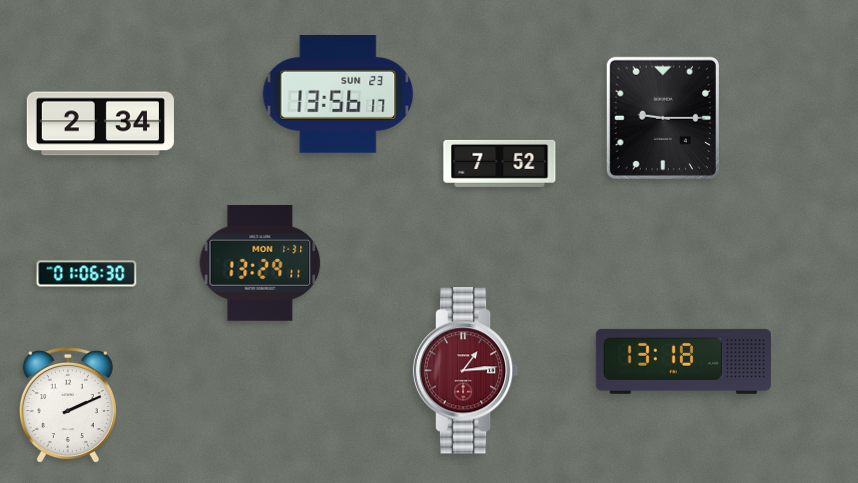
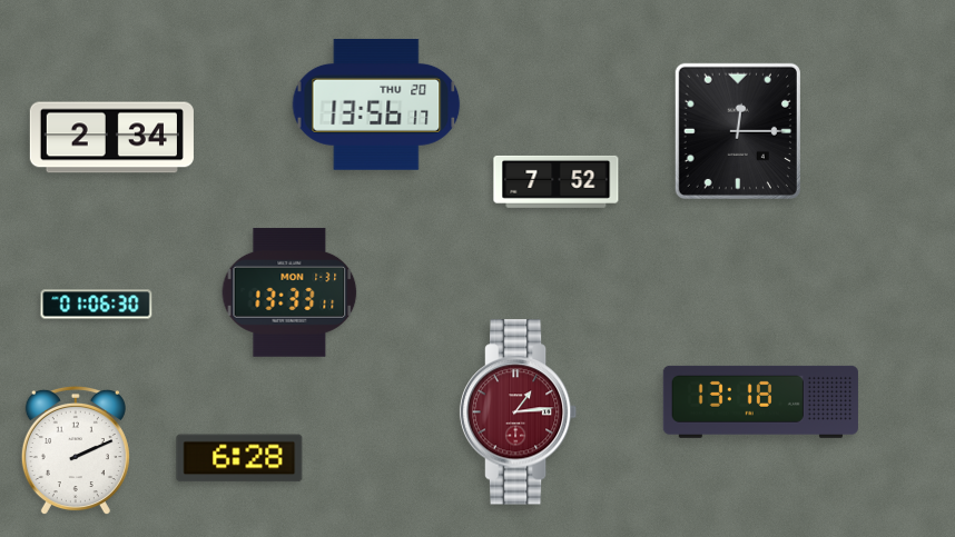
clock at (338, 94) date: SUN 23 -> THU 20
clock at (663, 118): 9:15 -> 12:15
clock at (260, 263): 13:29 -> 13:33
clock at (239, 458): none -> 6:28
